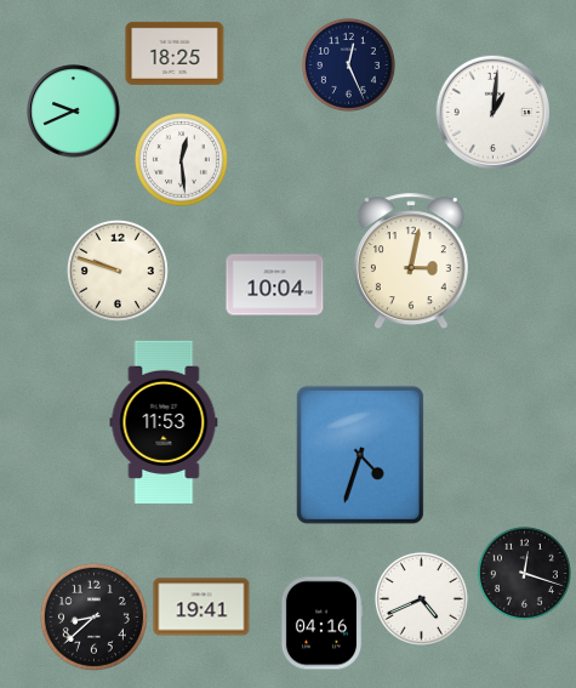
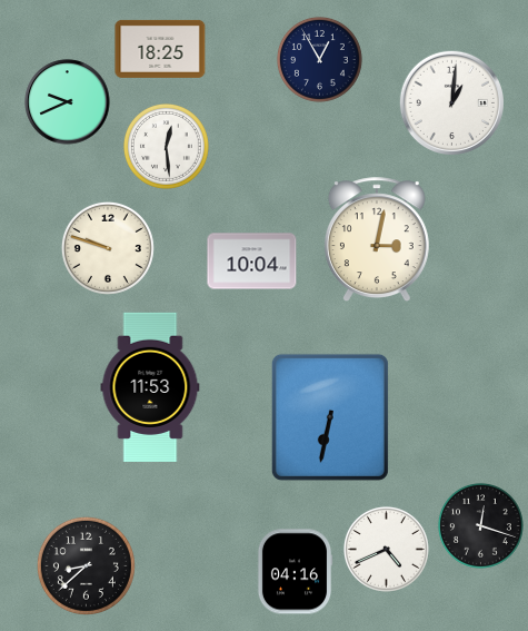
clock at (348, 64): 12:26 -> 12:55
clock at (360, 455): 4:33 -> 6:32
clock at (201, 607): 19:41 -> none
